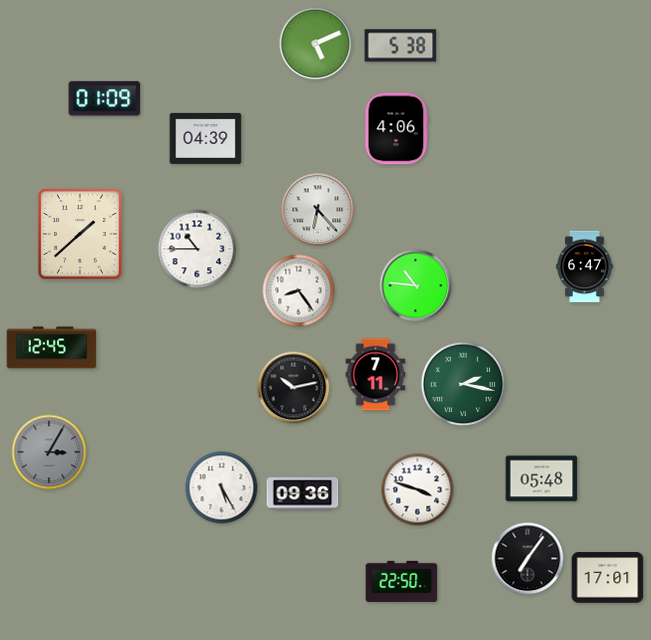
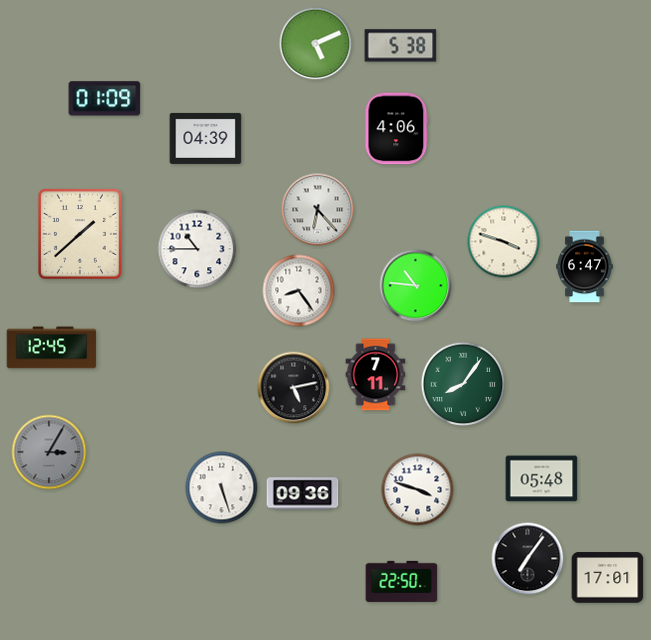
clock at (504, 242): none -> 3:48
clock at (463, 384): 2:17 -> 8:06
clock at (294, 388): 10:13 -> 5:13
clock at (222, 488): 5:25 -> 5:27
